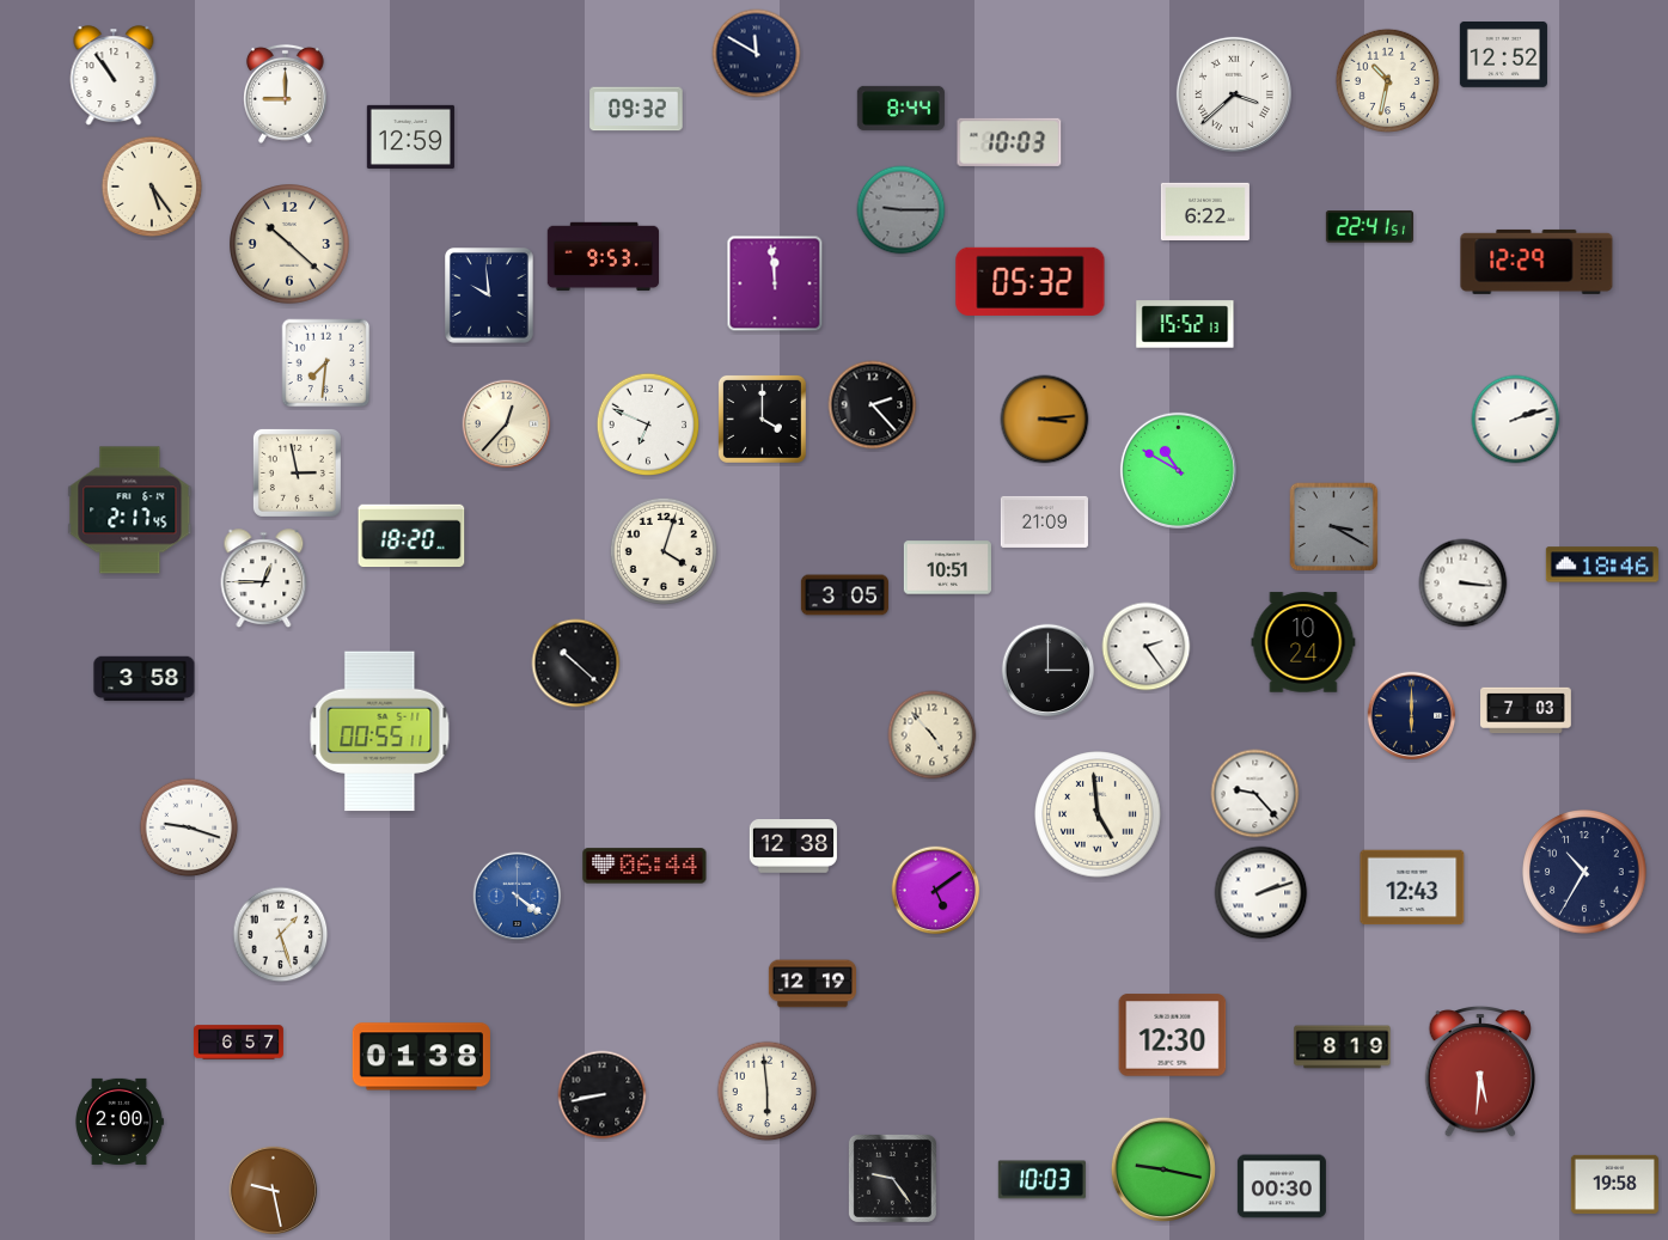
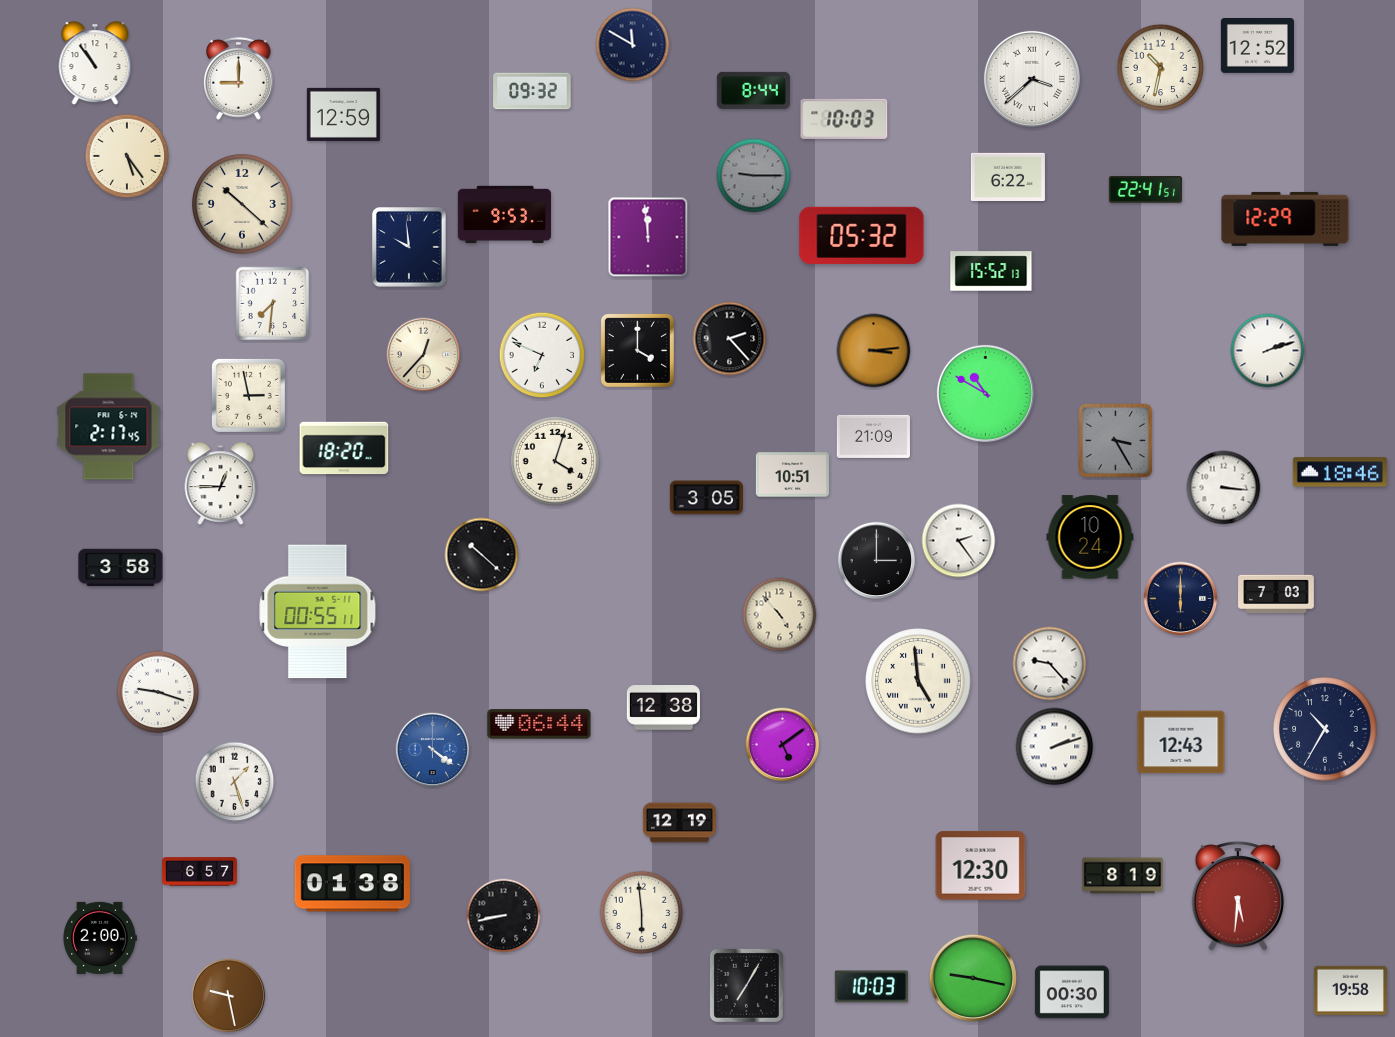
clock at (1334, 527): 3:20 -> 3:25
clock at (892, 1178): 9:24 -> 7:05
